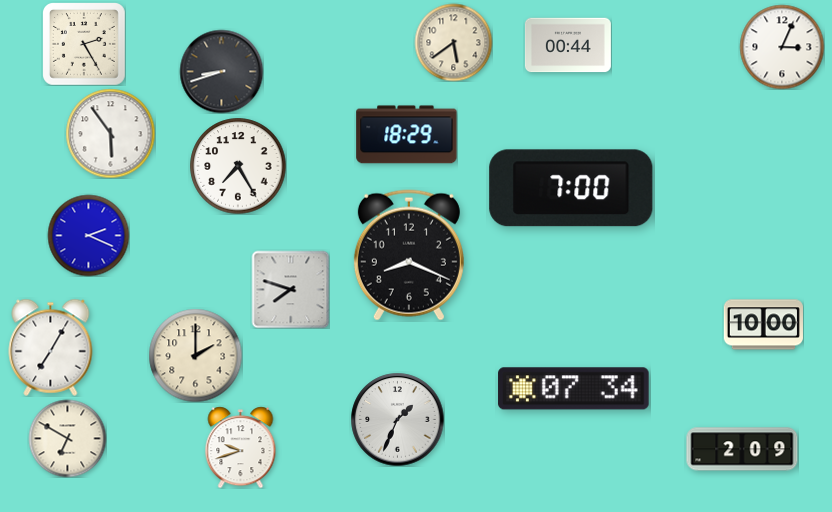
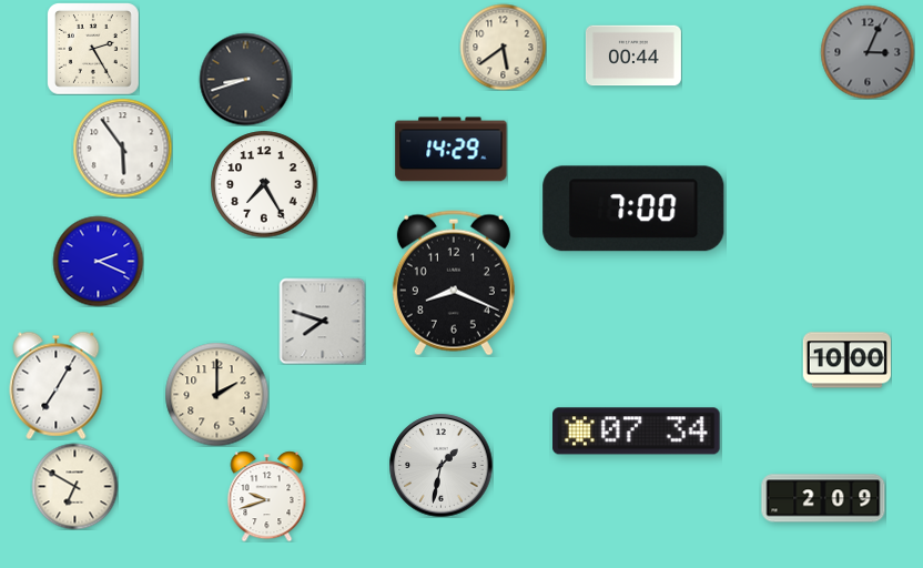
clock at (568, 45) position: (568, 45) -> (633, 55)
clock at (782, 47) dial: white -> grey
clock at (407, 135): 18:29 -> 14:29
clock at (397, 419): 1:34 -> 1:32
